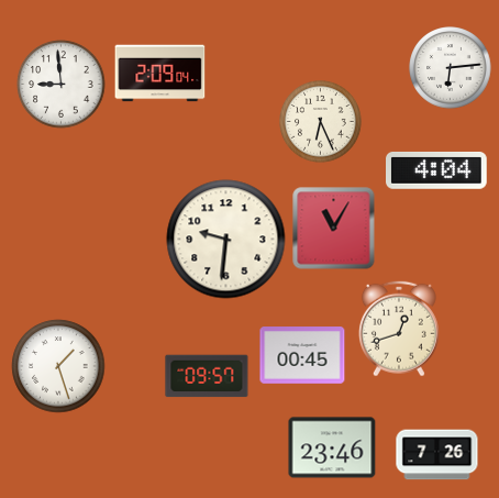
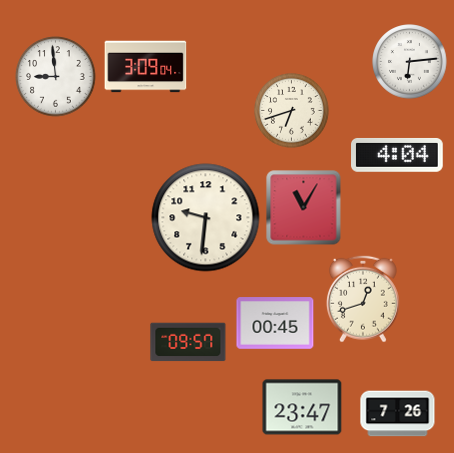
clock at (160, 74): 2:09 -> 3:09
clock at (321, 122): 6:26 -> 6:42
clock at (58, 366): 1:27 -> none
clock at (332, 447): 23:46 -> 23:47
